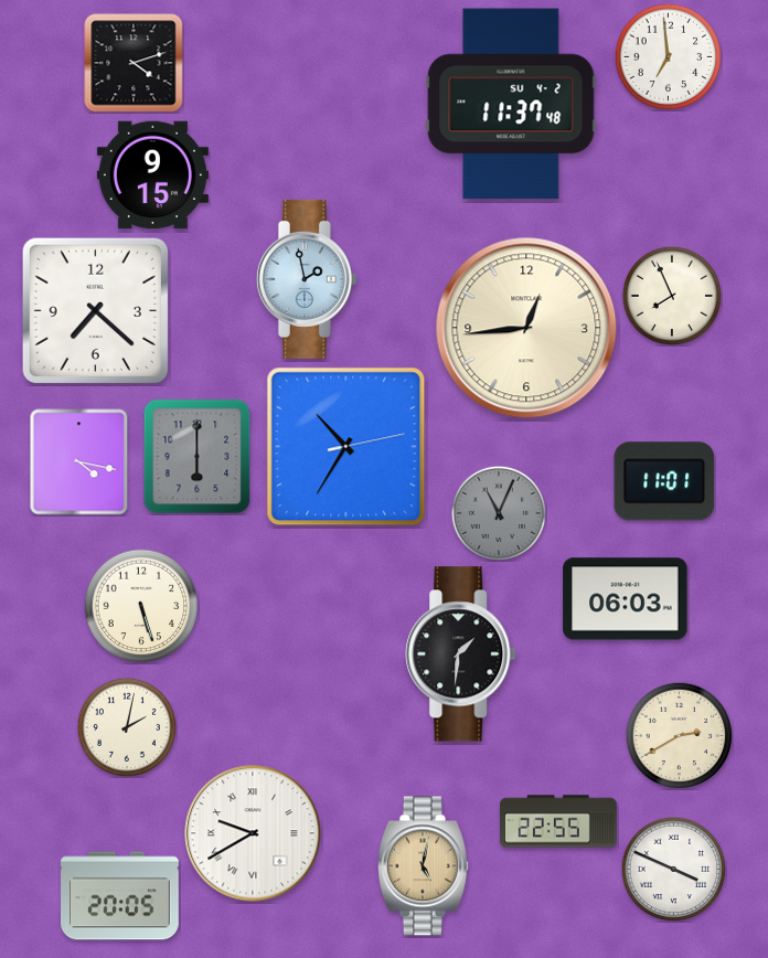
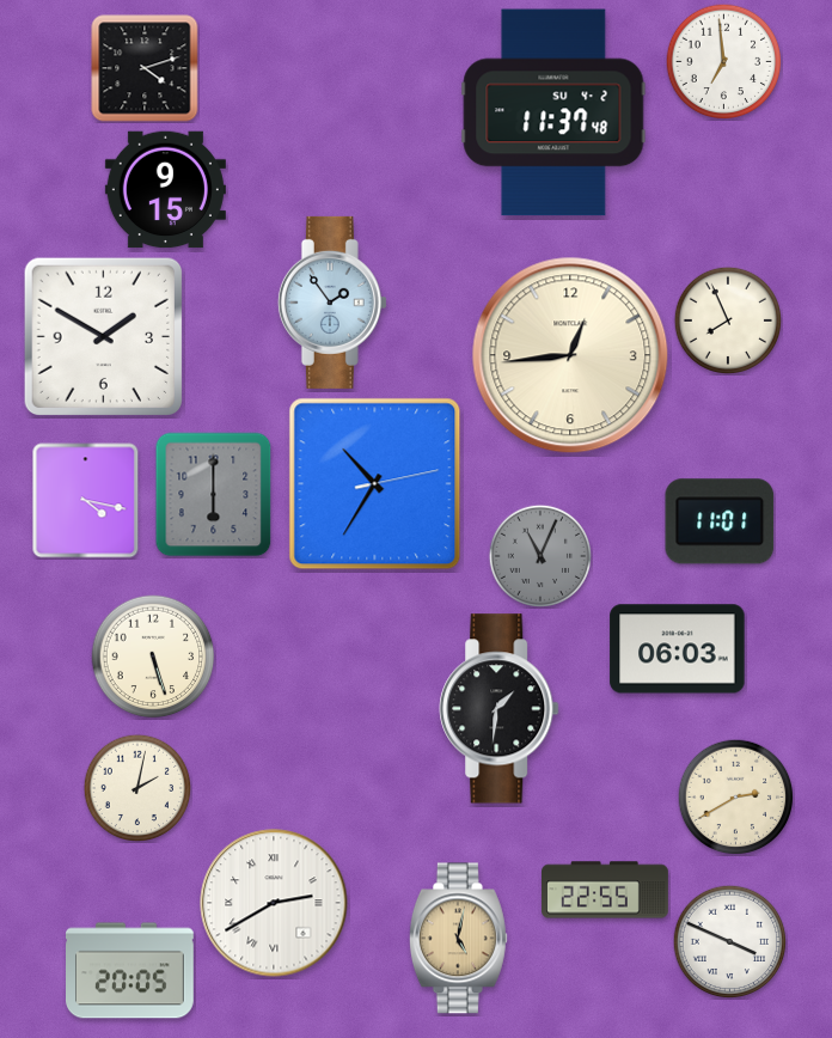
clock at (307, 279): 1:58 -> 1:54
clock at (95, 310): 7:22 -> 1:50
clock at (253, 833): 9:40 -> 2:40
